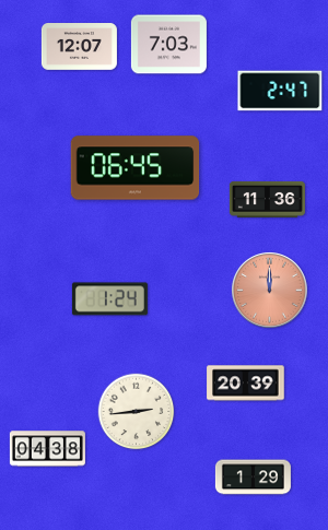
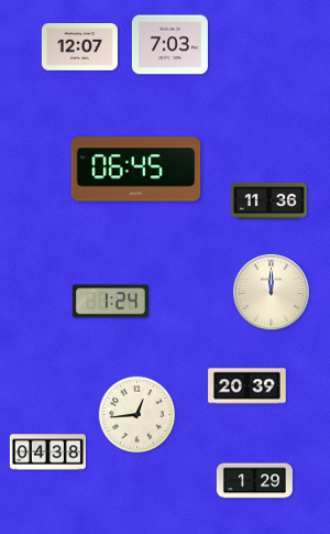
clock at (280, 91): 2:47 -> none
clock at (270, 291) dial: salmon -> cream
clock at (137, 412): 2:44 -> 12:44
